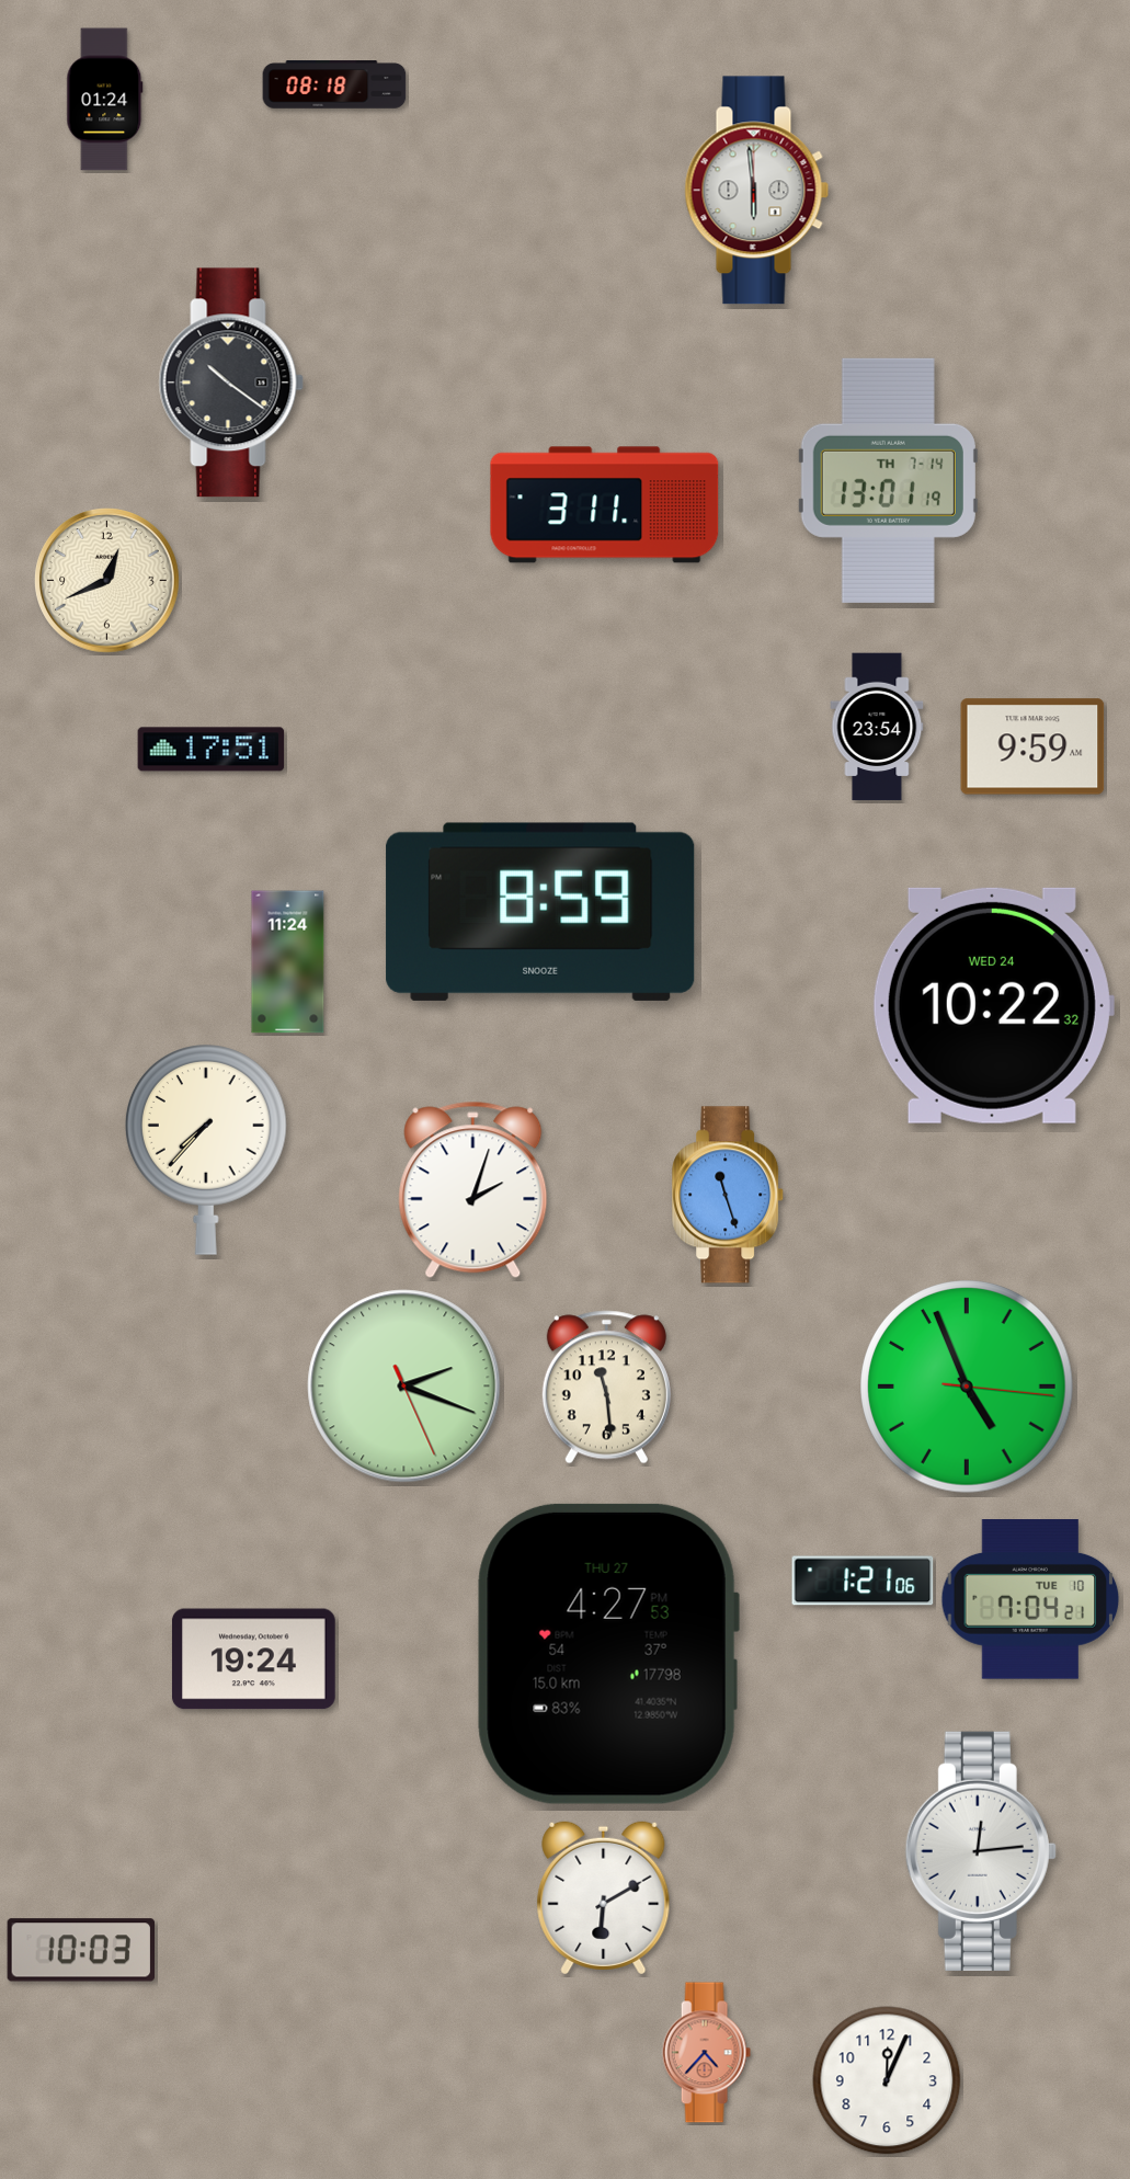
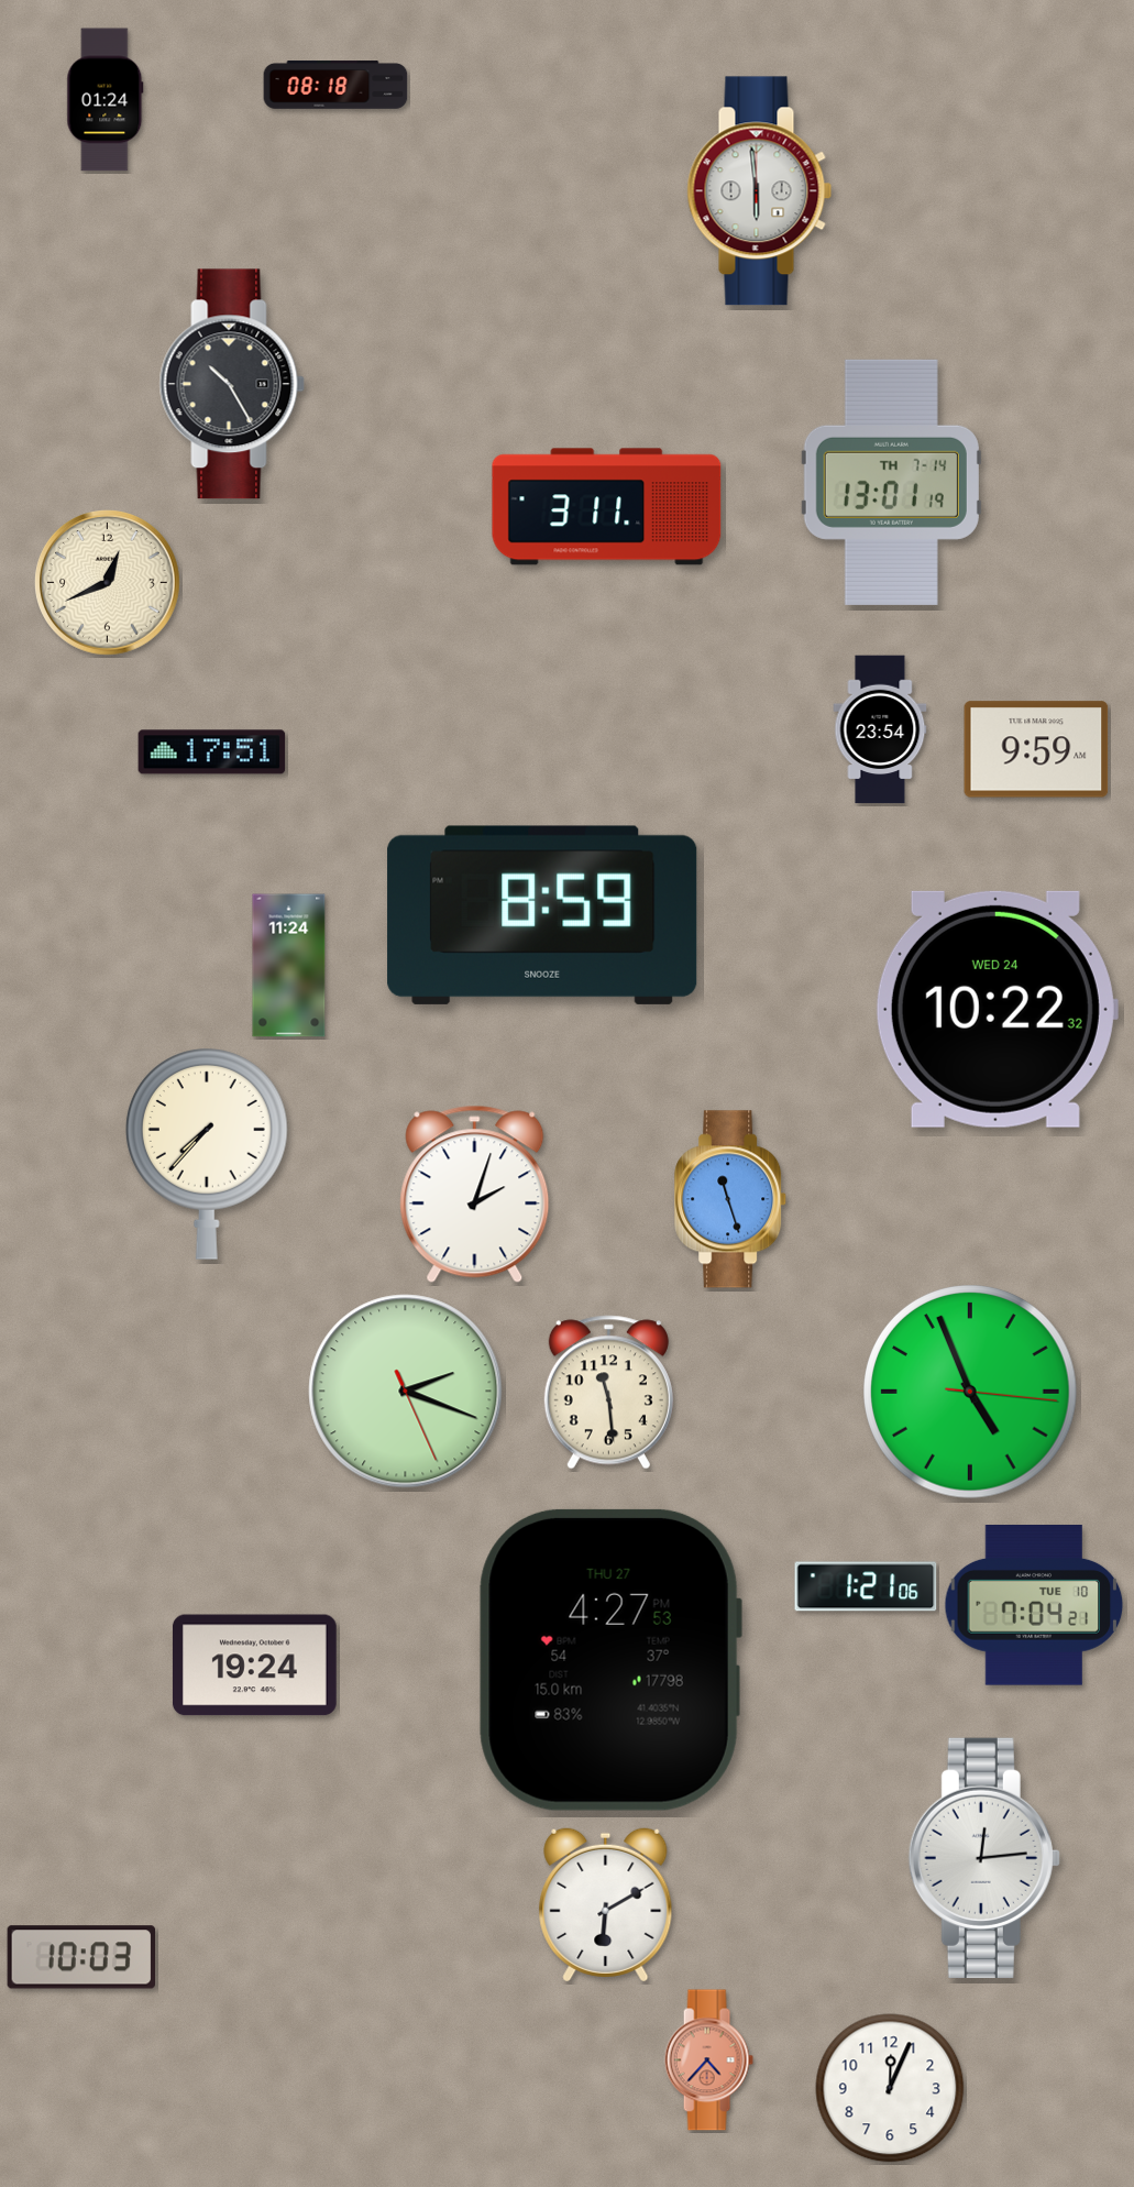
clock at (231, 383): 10:21 -> 10:25
